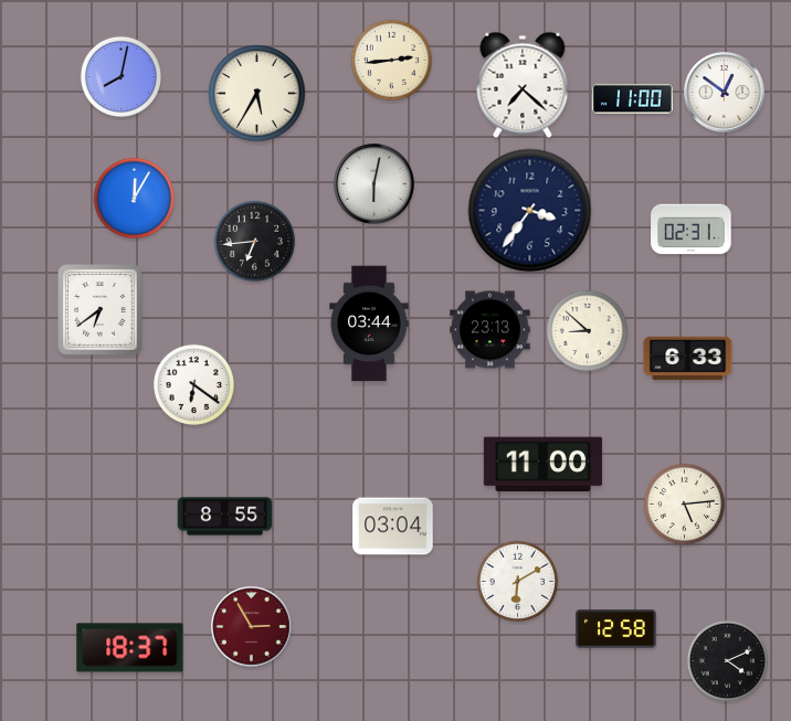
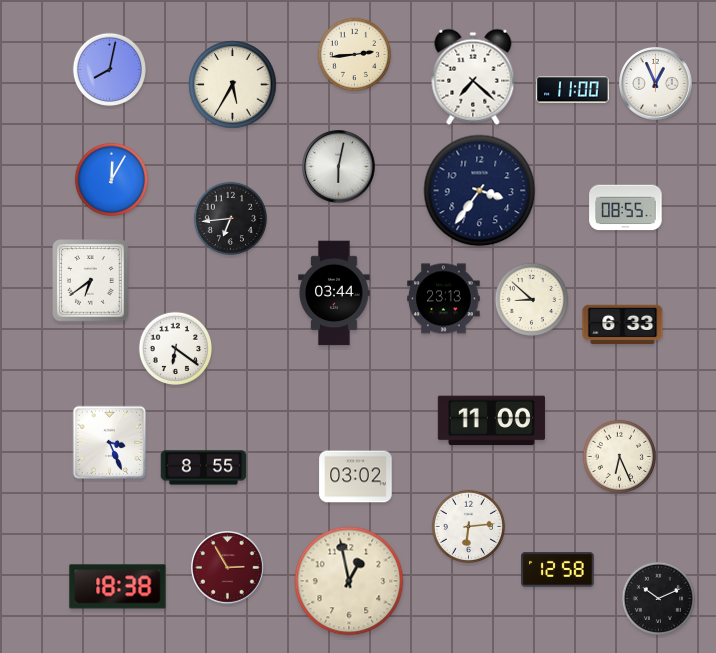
clock at (725, 93): 12:51 -> 12:56
clock at (134, 198) position: (134, 198) -> (111, 179)
clock at (692, 230): 02:31 -> 08:55
clock at (110, 443): none -> 3:26
clock at (684, 503): 5:14 -> 6:26
clock at (393, 527): 03:04 -> 03:02
clock at (517, 581): 6:10 -> 6:14
clock at (349, 581): none -> 12:58
clock at (130, 648): 18:37 -> 18:38
clock at (727, 660): 4:11 -> 10:11
